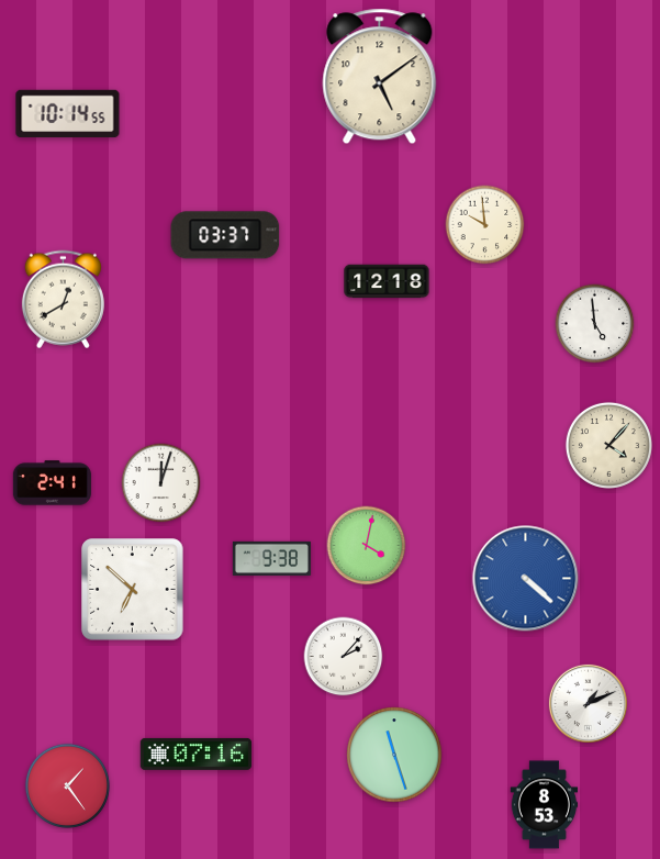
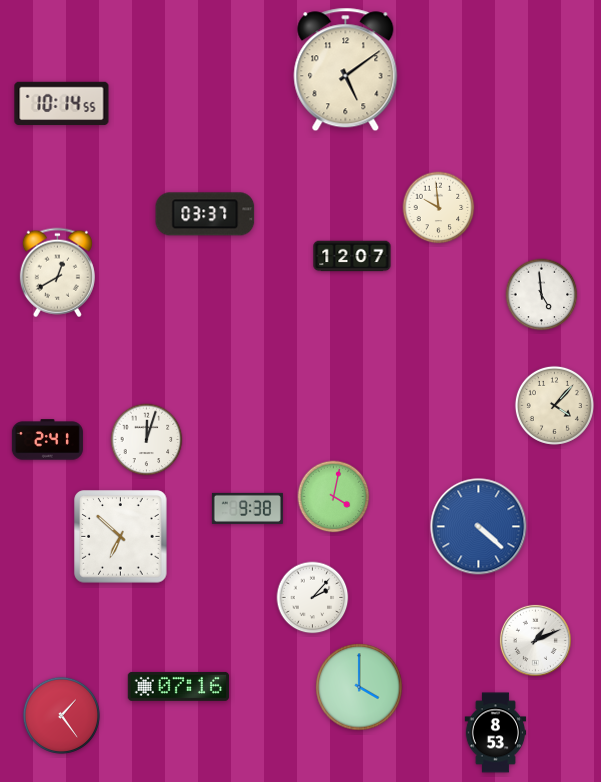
clock at (485, 225) position: (485, 225) -> (439, 208)
clock at (387, 281): 12:18 -> 12:07
clock at (394, 755): 11:27 -> 4:00
